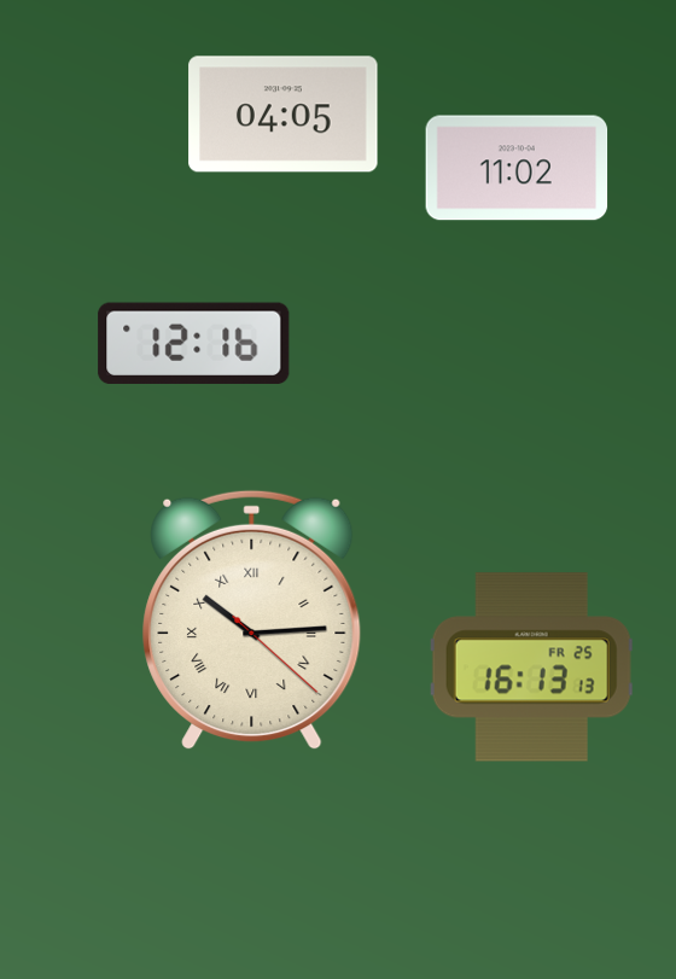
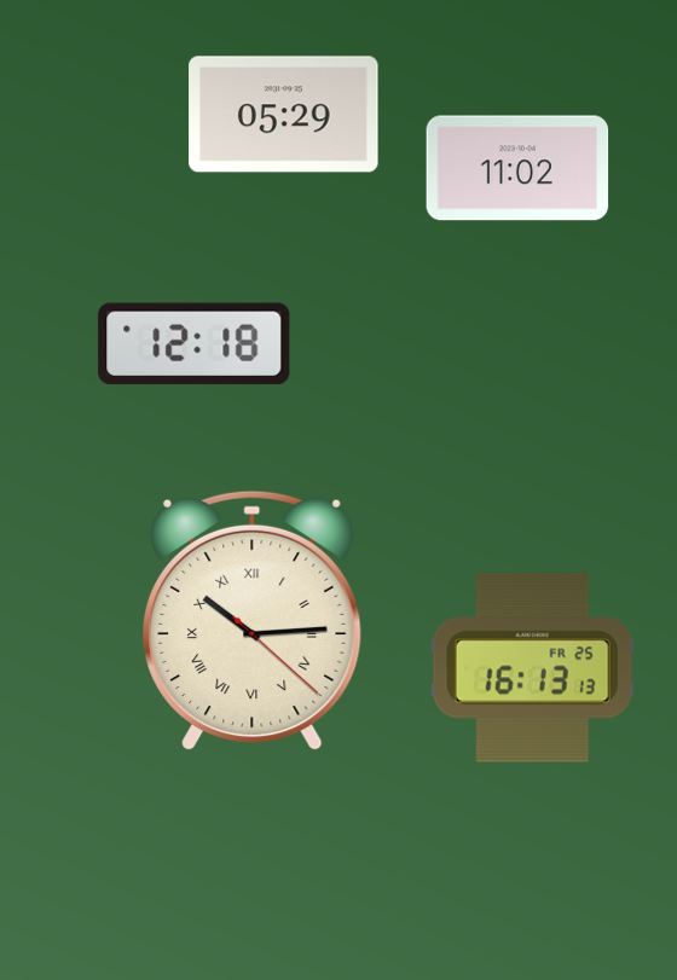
clock at (284, 115): 04:05 -> 05:29
clock at (194, 343): 12:16 -> 12:18
